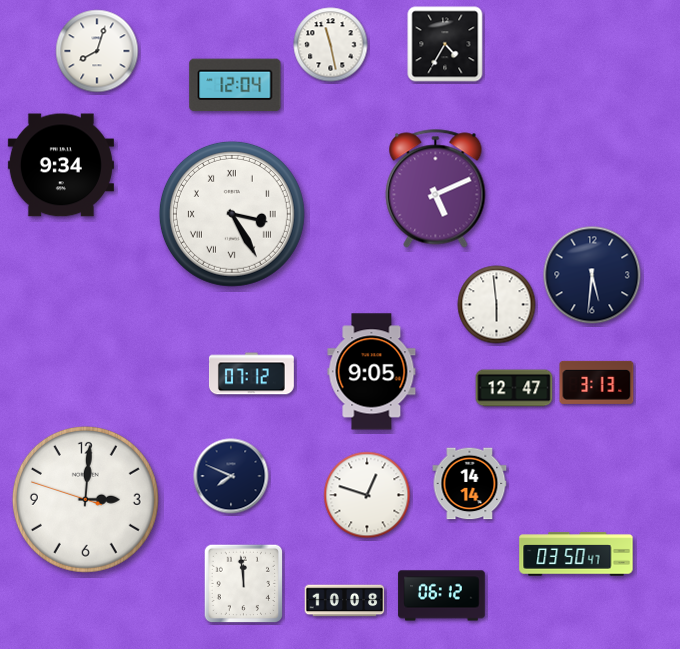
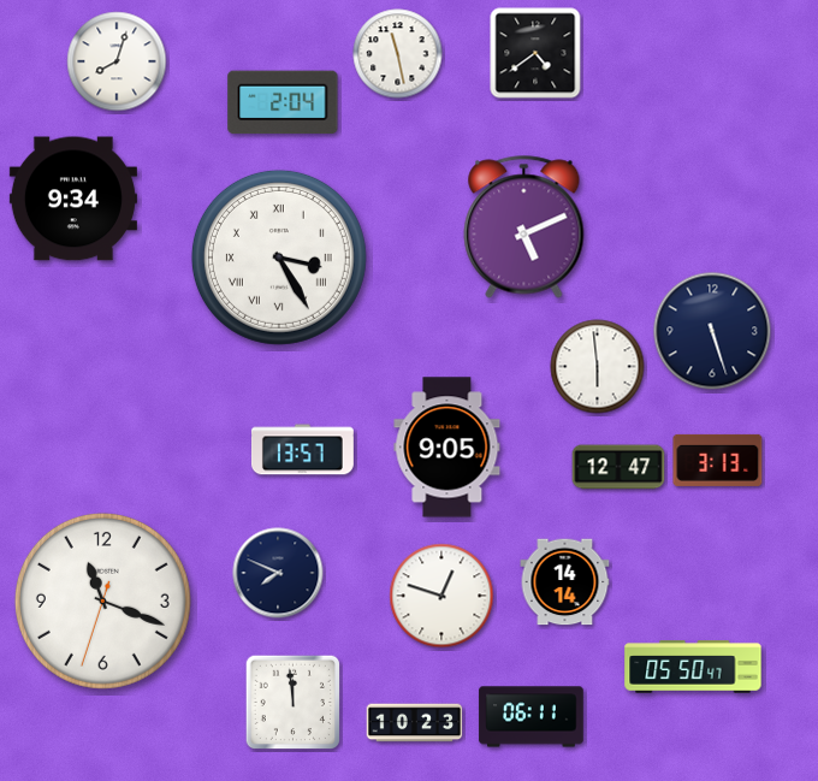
clock at (445, 44): 4:35 -> 4:39
clock at (235, 85): 12:04 -> 2:04
clock at (592, 275): 5:31 -> 5:27
clock at (251, 374): 07:12 -> 13:57
clock at (85, 499): 3:00 -> 11:18
clock at (576, 554): 03:50 -> 05:50
clock at (442, 596): 06:12 -> 06:11
clock at (345, 601): 10:08 -> 10:23
